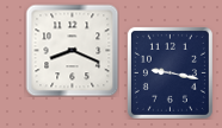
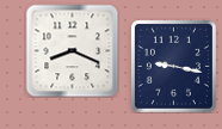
clock at (169, 72) position: (169, 72) -> (173, 66)
